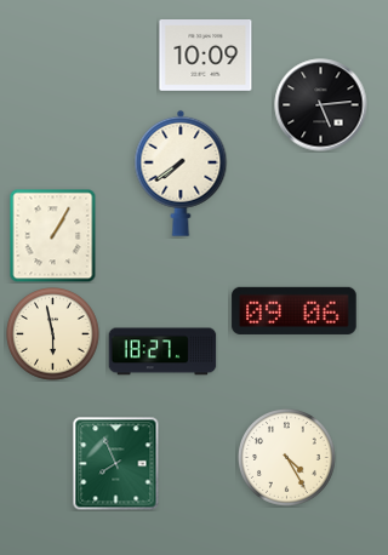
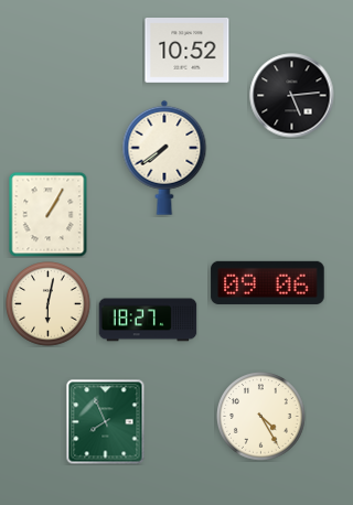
clock at (206, 56): 10:09 -> 10:52
clock at (53, 334): 5:58 -> 6:02
